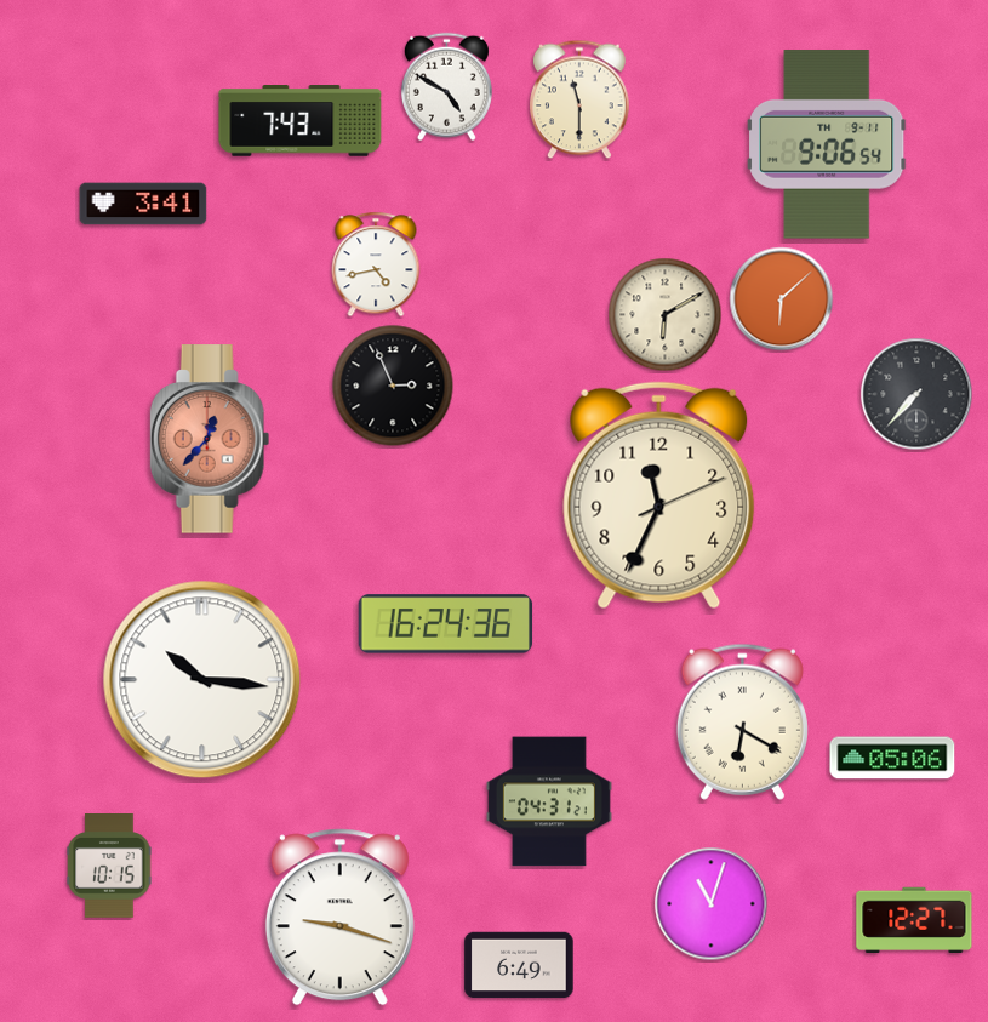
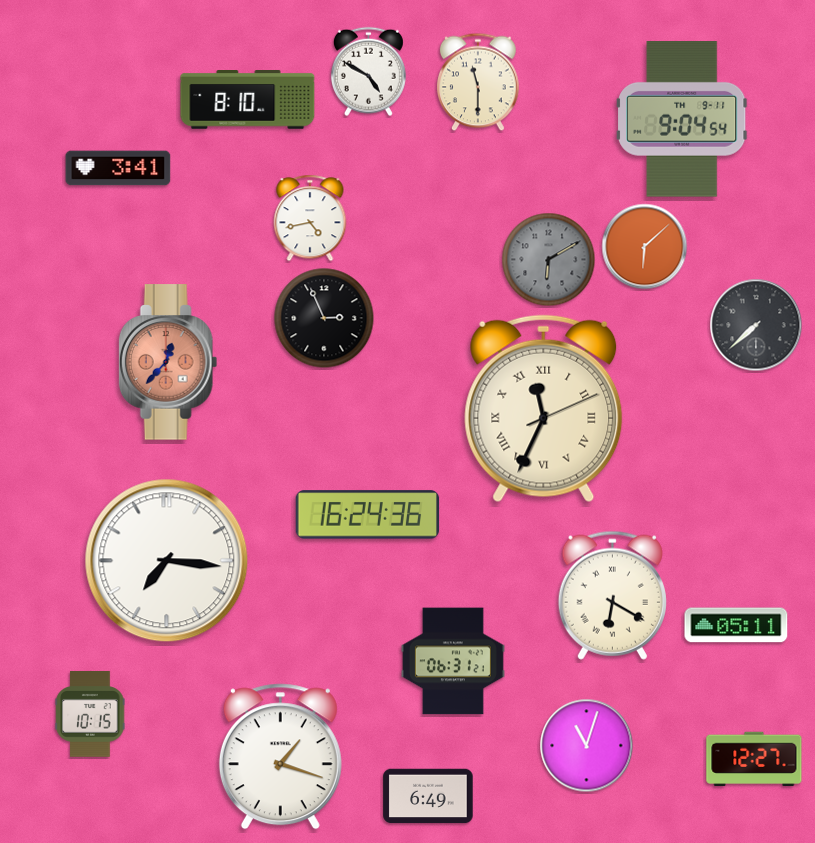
clock at (301, 121): 7:43 -> 8:10
clock at (828, 144): 9:06 -> 9:04
clock at (666, 315) dial: cream -> grey
clock at (916, 394): 7:37 -> 7:38
clock at (210, 439) position: (210, 439) -> (168, 362)
clock at (659, 496) numerals: Arabic -> Roman
clock at (202, 680): 10:16 -> 7:16
clock at (892, 758): 05:06 -> 05:11
clock at (549, 801): 04:31 -> 06:31
clock at (339, 918): 9:18 -> 1:18
